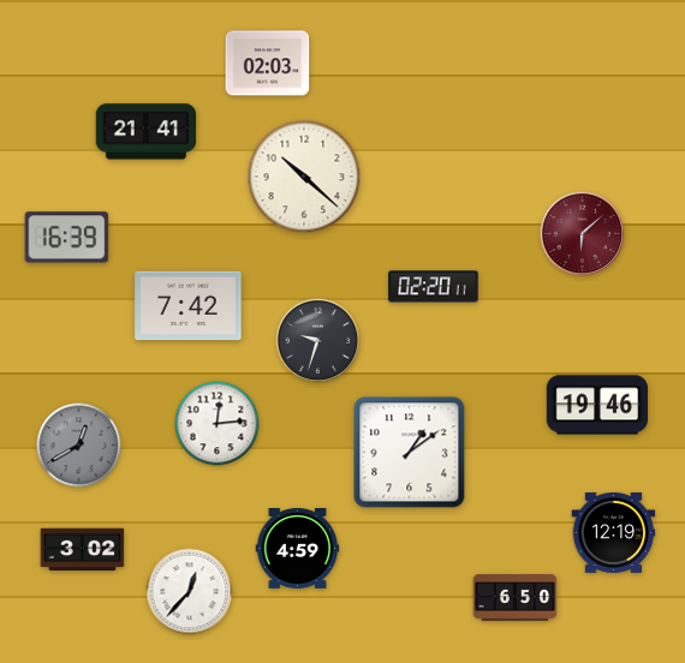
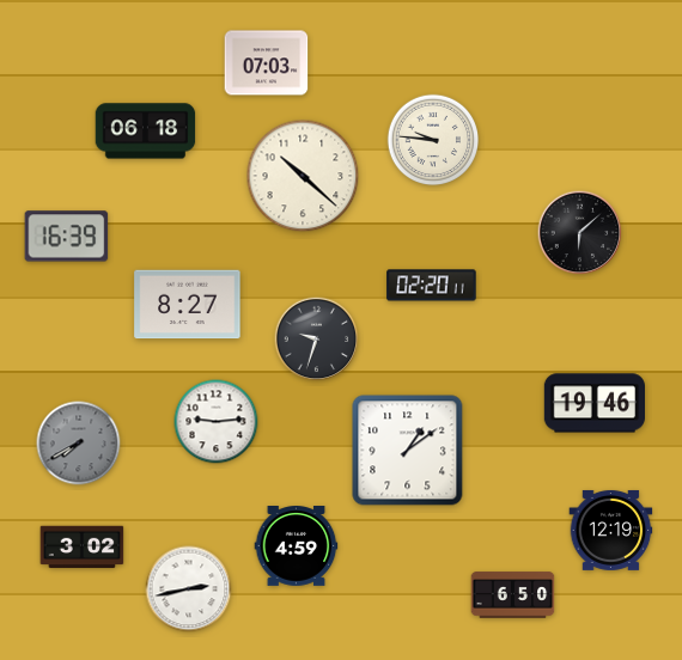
clock at (268, 64): 02:03 -> 07:03
clock at (147, 132): 21:41 -> 06:18
clock at (433, 140): none -> 9:46
clock at (583, 234) dial: burgundy -> black
clock at (189, 306): 7:42 -> 8:27
clock at (218, 424): 12:14 -> 9:14
clock at (79, 446): 12:40 -> 7:40
clock at (190, 592): 12:37 -> 2:43
